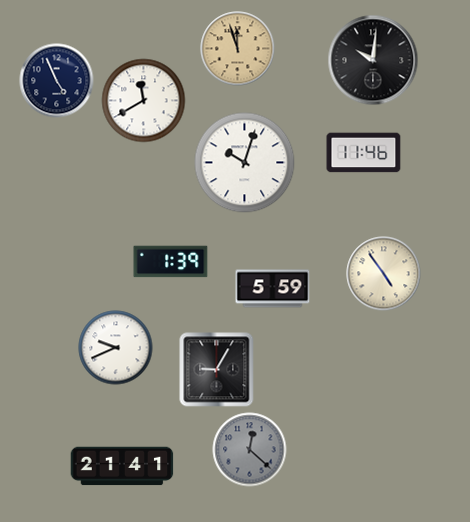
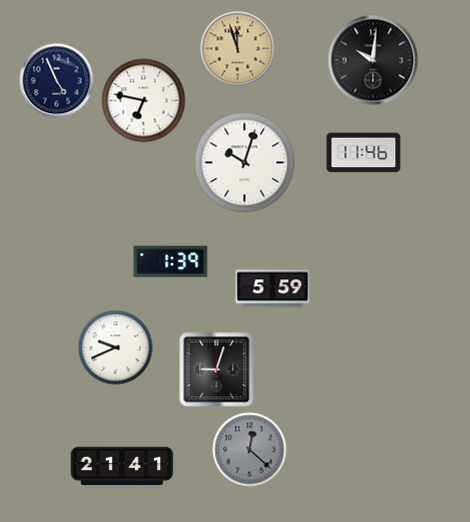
clock at (144, 101): 11:40 -> 6:47
clock at (384, 274): 4:54 -> none
clock at (217, 370): 9:05 -> 9:03
